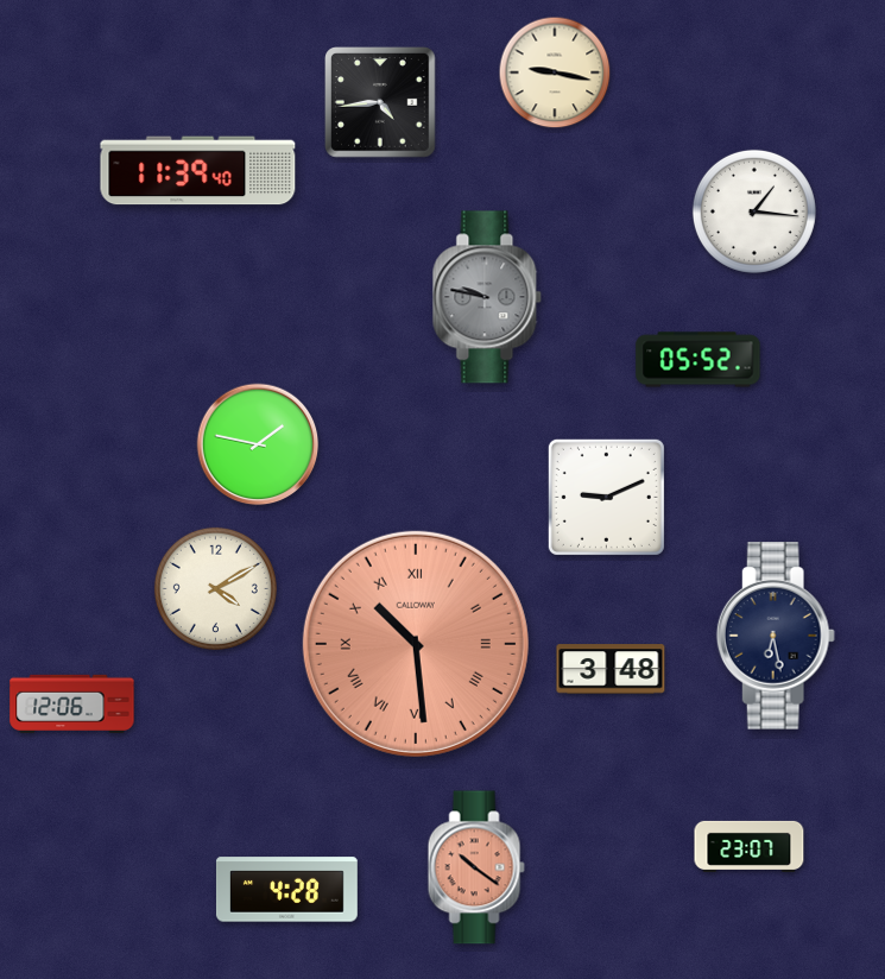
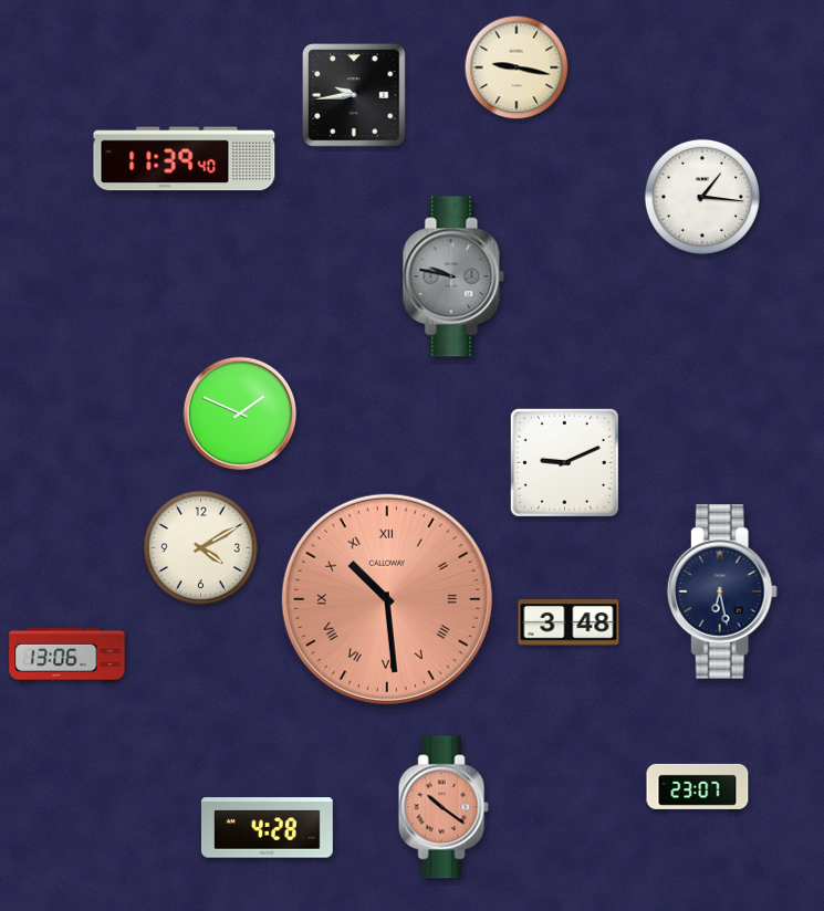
clock at (380, 102): 4:44 -> 9:44
clock at (698, 360): 05:52 -> none
clock at (258, 444): 1:47 -> 1:49
clock at (72, 703): 12:06 -> 13:06
